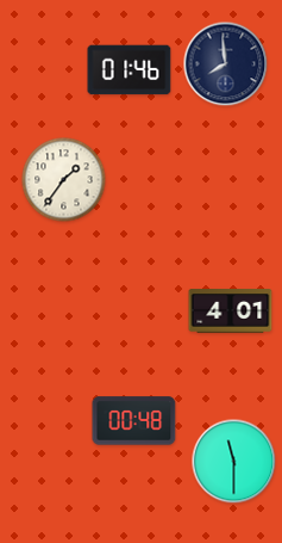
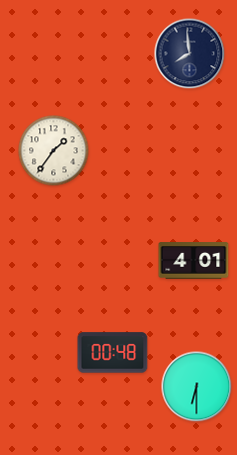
clock at (130, 70): 01:46 -> none
clock at (234, 462): 11:30 -> 6:30
